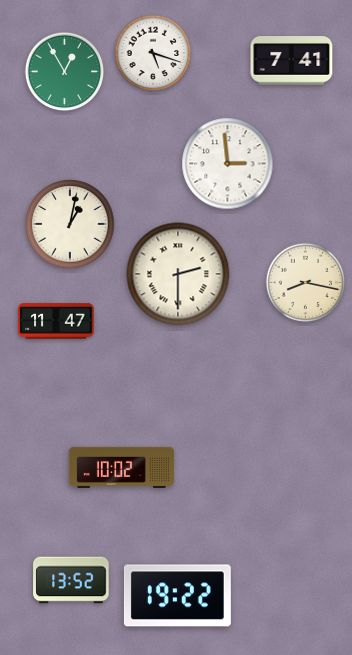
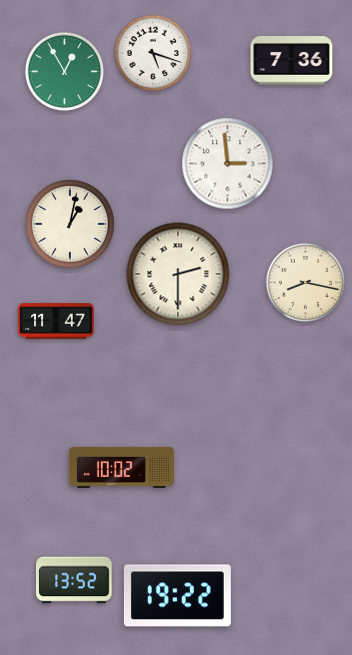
clock at (292, 61): 7:41 -> 7:36
clock at (71, 580) position: (71, 580) -> (74, 580)
